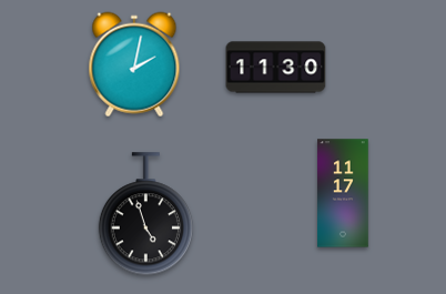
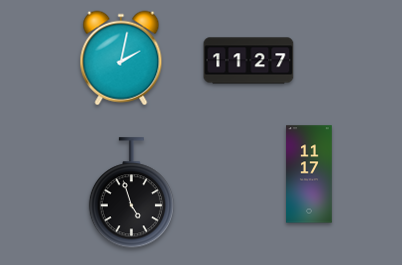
clock at (276, 68): 11:30 -> 11:27
